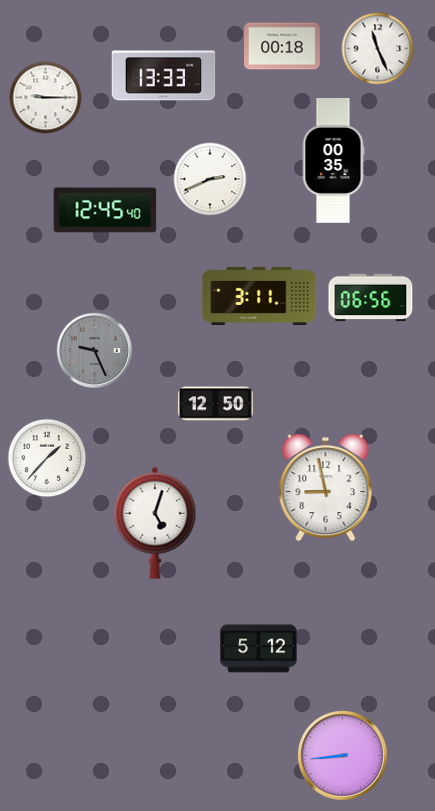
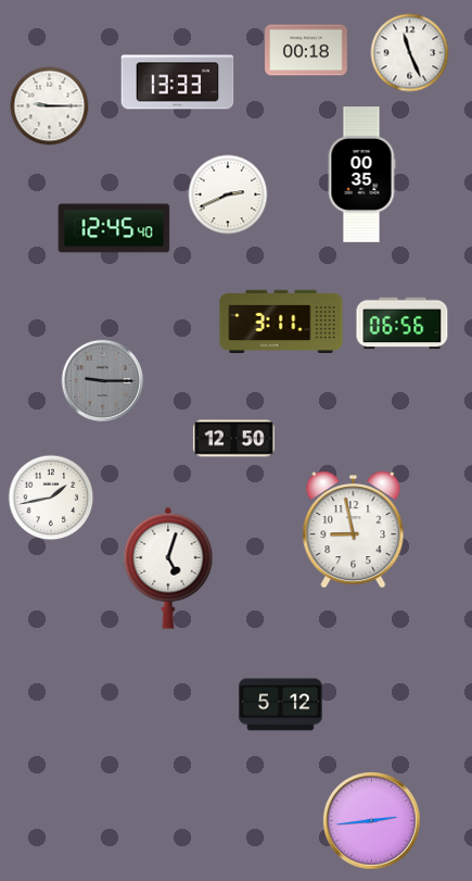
clock at (95, 351): 9:26 -> 9:15
clock at (47, 458): 1:37 -> 1:43
clock at (343, 756): 8:44 -> 2:44
